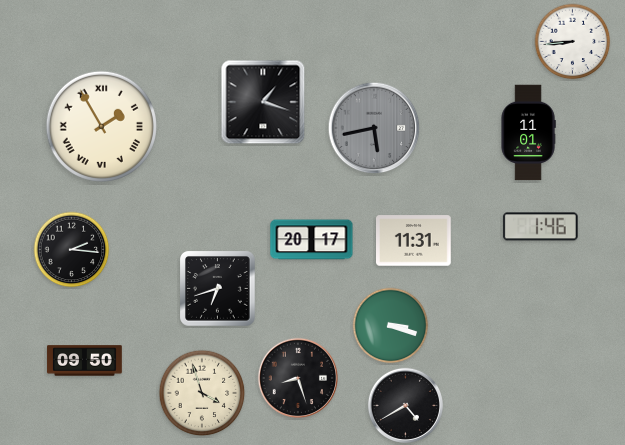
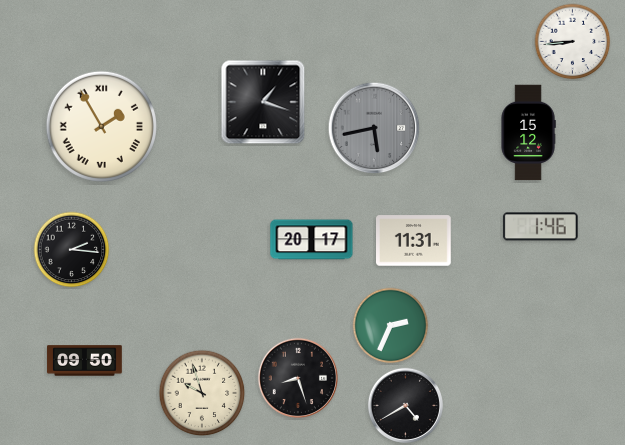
clock at (528, 133): 11:01 -> 15:12
clock at (218, 289): 6:42 -> none
clock at (391, 326): 3:18 -> 2:34
clock at (202, 393): 3:57 -> 9:57
